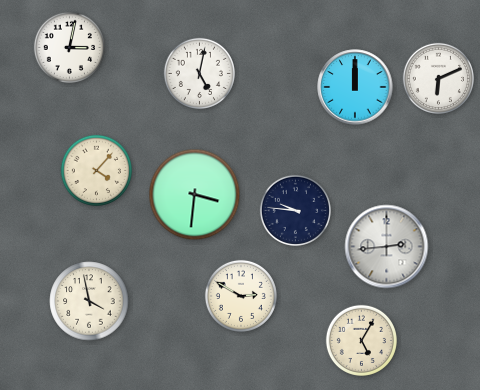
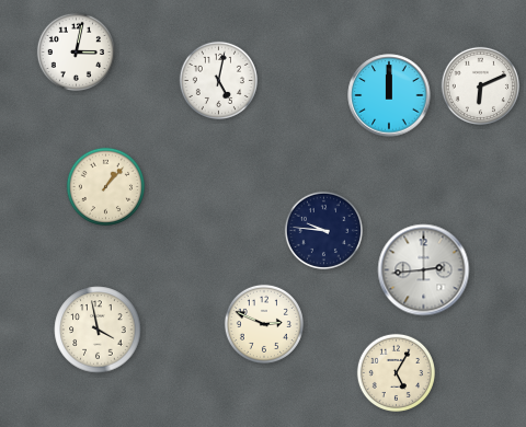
clock at (96, 170): 4:07 -> 1:07
clock at (195, 195): 3:31 -> none
clock at (241, 296): 2:50 -> 2:49
